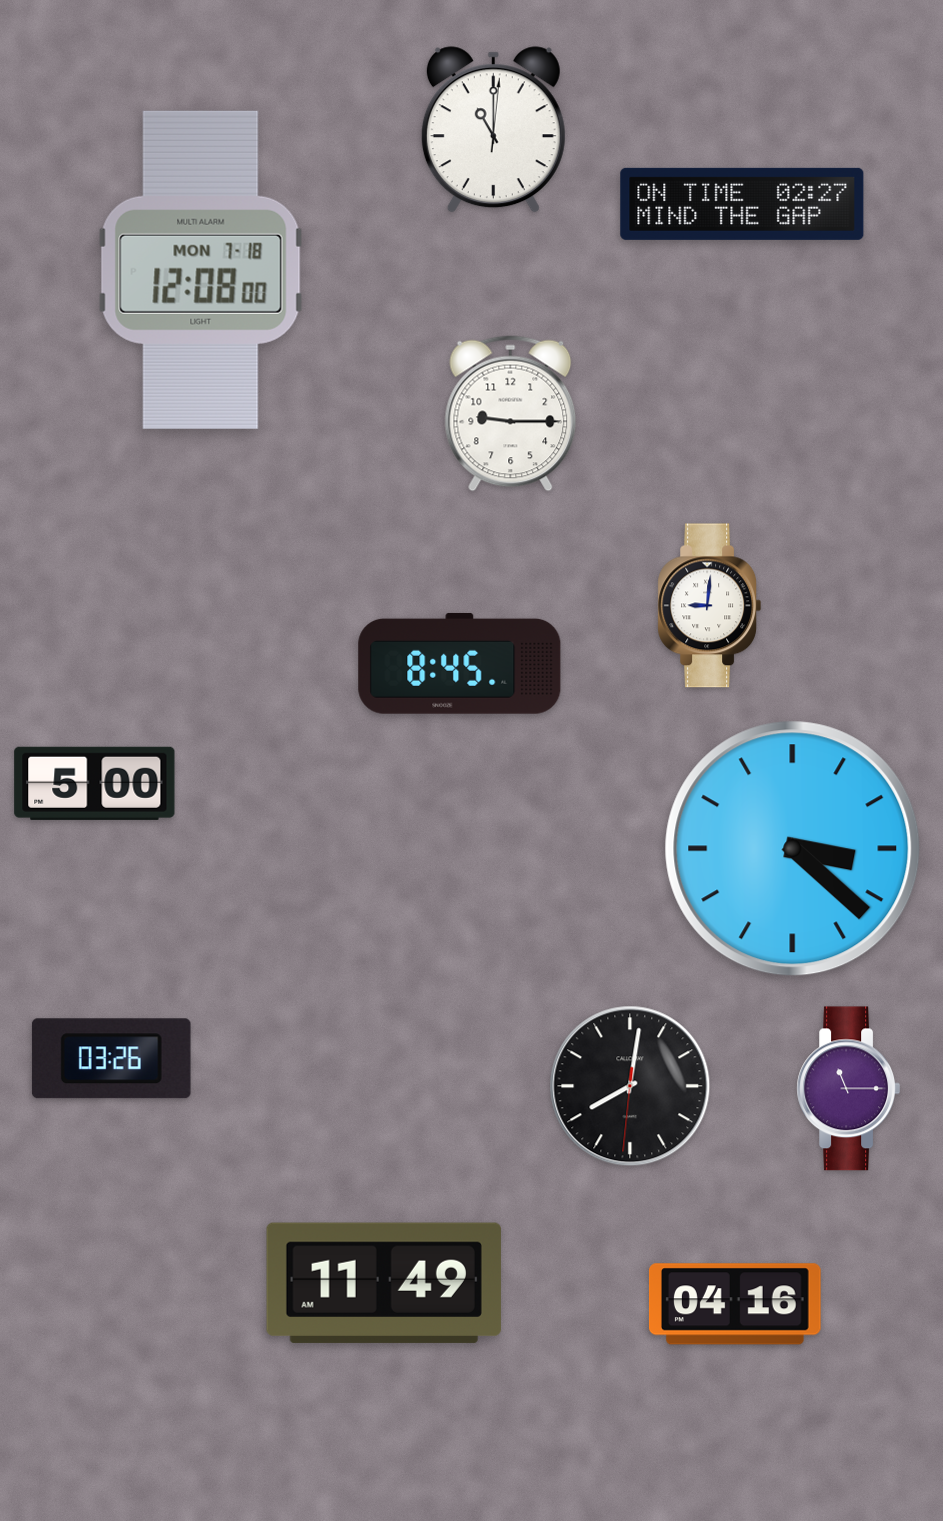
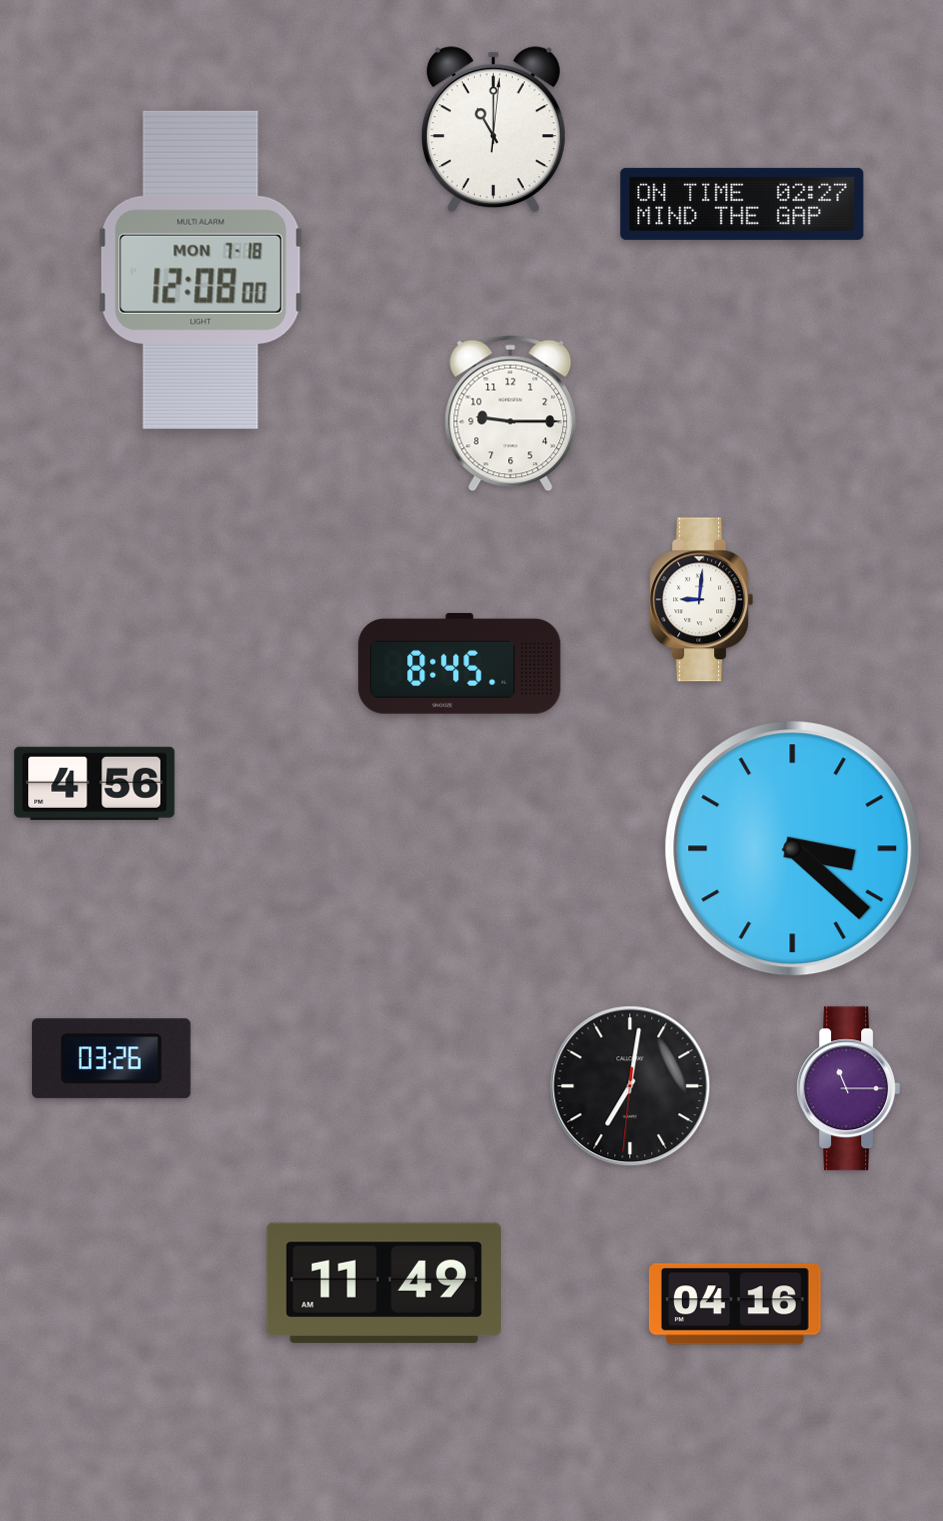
clock at (710, 606) position: (710, 606) -> (702, 600)
clock at (95, 783): 5:00 -> 4:56
clock at (630, 1086): 8:01 -> 7:01
